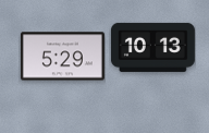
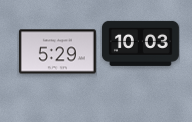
clock at (152, 47): 10:13 -> 10:03
